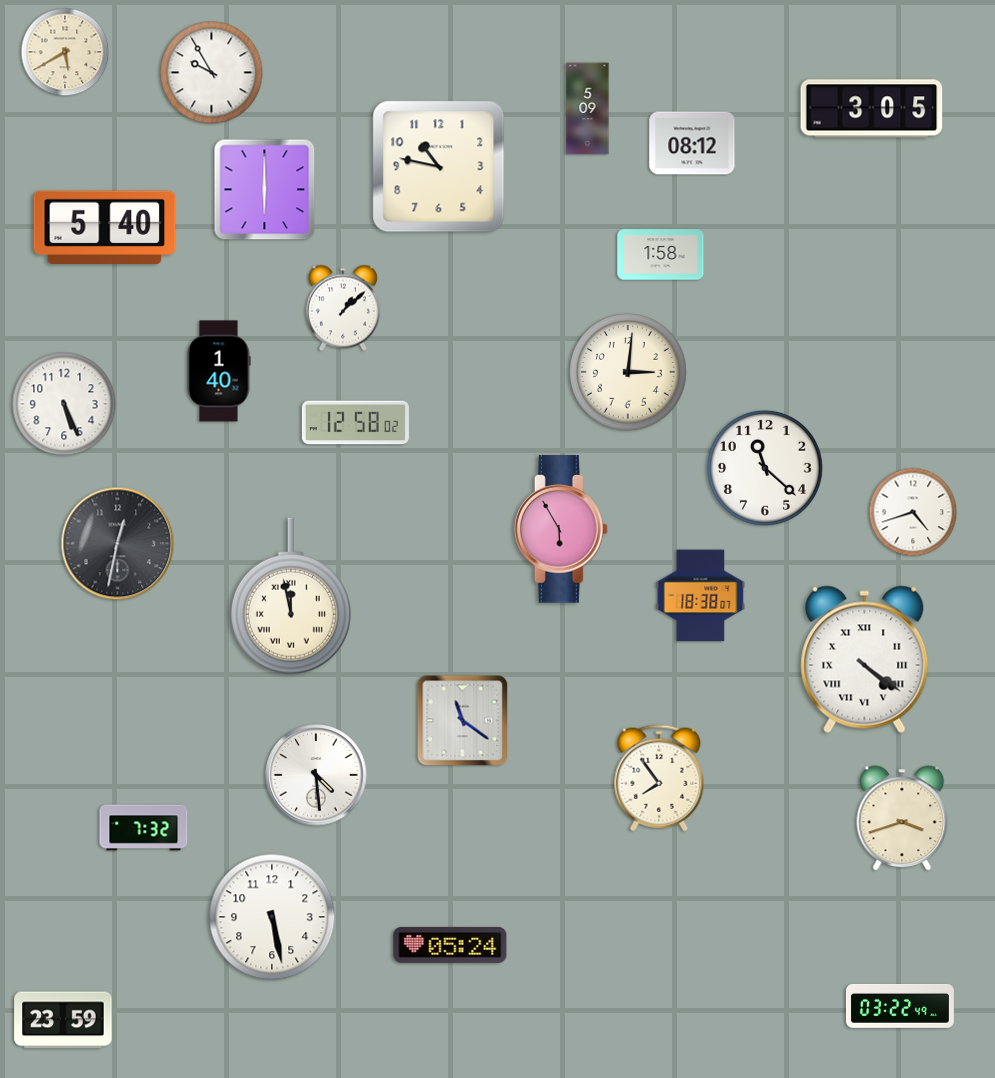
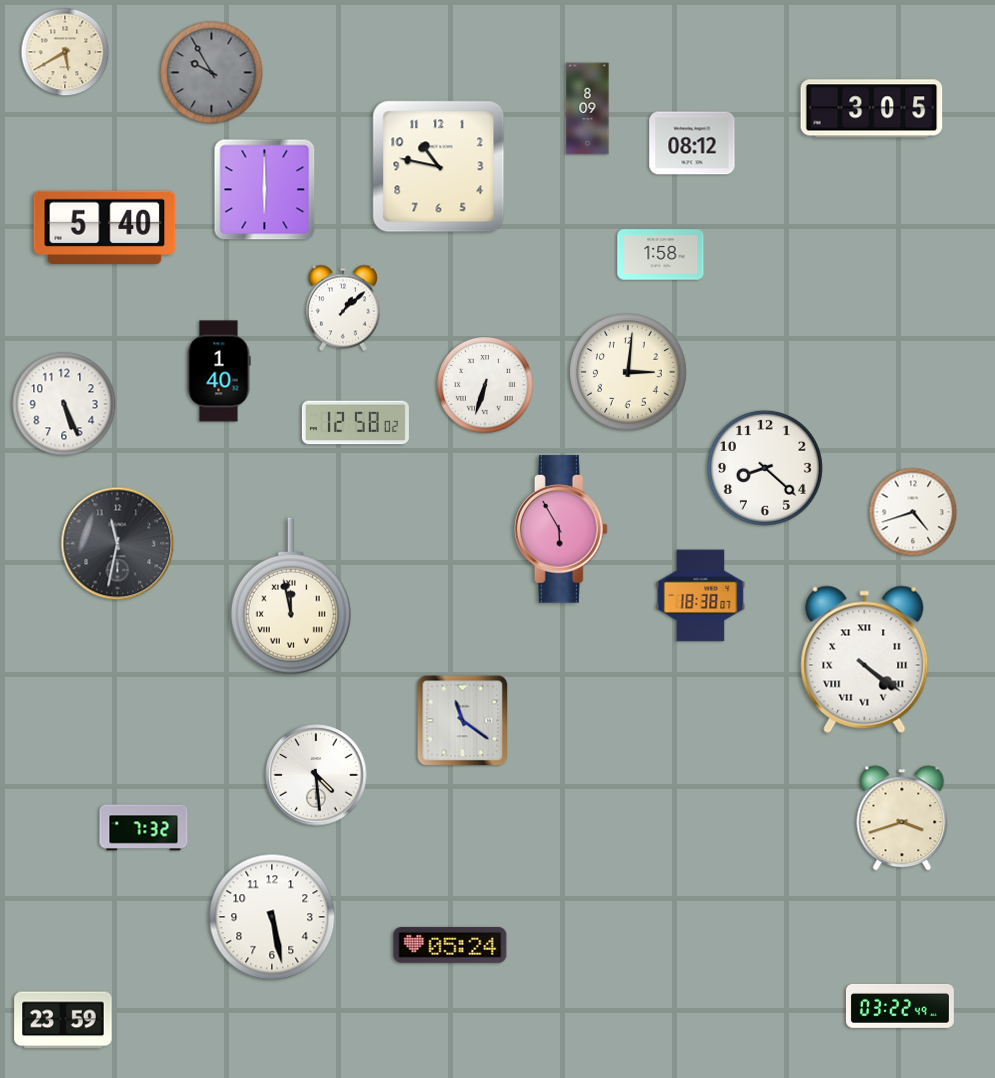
clock at (212, 73) dial: white -> grey
clock at (588, 109): 5:09 -> 8:09
clock at (485, 385): none -> 6:33
clock at (765, 468): 11:22 -> 8:22
clock at (118, 544): 12:32 -> 11:32
clock at (659, 778): 7:54 -> none
